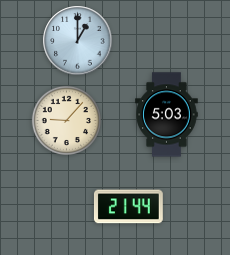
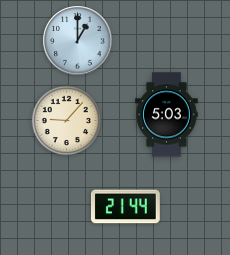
clock at (128, 207) position: (128, 207) -> (125, 207)
